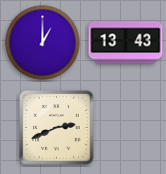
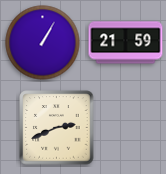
clock at (43, 43): 1:00 -> 1:05
clock at (126, 43): 13:43 -> 21:59
